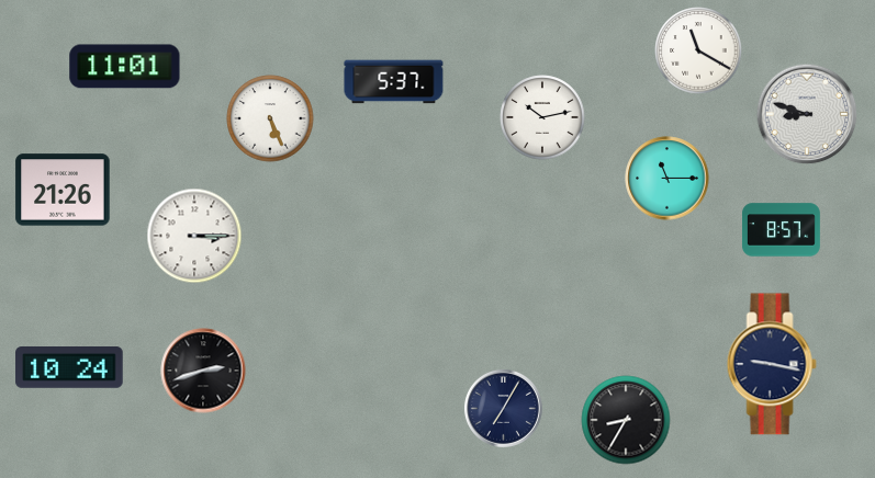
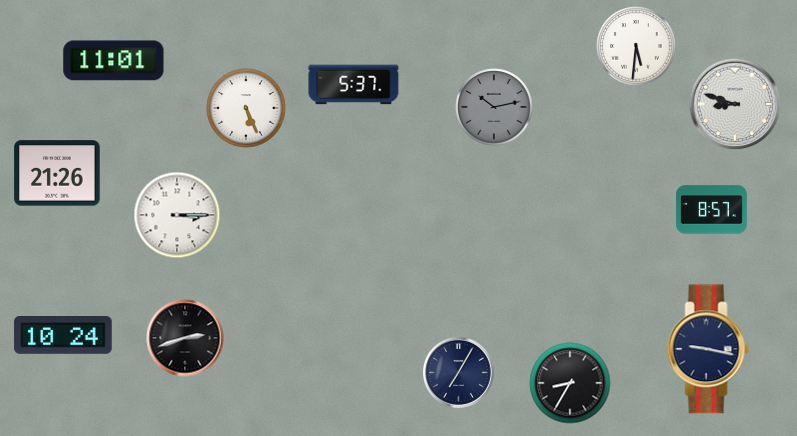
clock at (698, 50): 11:20 -> 5:31
clock at (394, 82) position: (394, 82) -> (354, 85)
clock at (542, 117) dial: white -> grey
clock at (668, 179): 11:15 -> none
clock at (772, 364) position: (772, 364) -> (708, 349)
